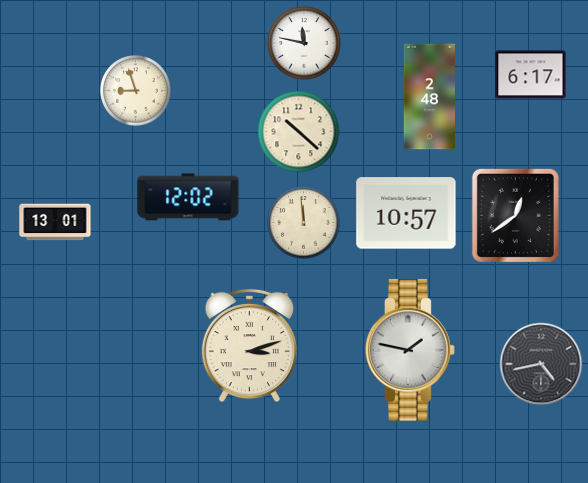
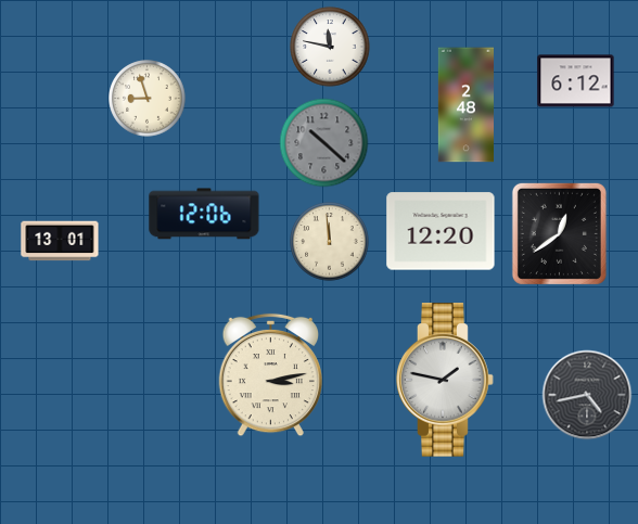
clock at (531, 75): 6:17 -> 6:12
clock at (299, 132) dial: cream -> grey
clock at (188, 197): 12:02 -> 12:06
clock at (406, 213): 10:57 -> 12:20
clock at (249, 346): 3:12 -> 3:13
